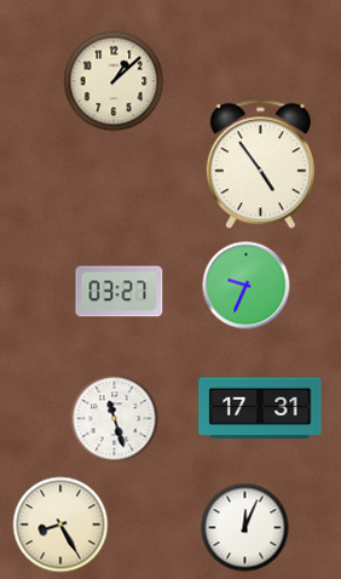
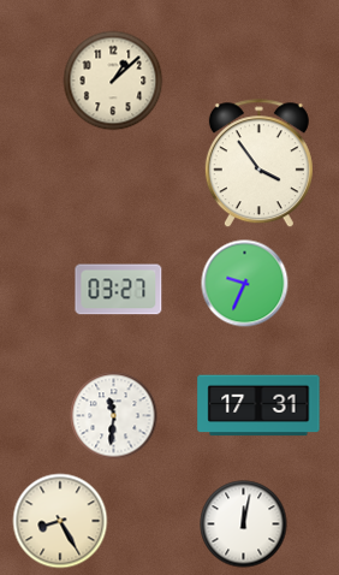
clock at (260, 165): 4:54 -> 3:54
clock at (115, 419): 11:27 -> 11:31
clock at (245, 528): 12:04 -> 12:02
